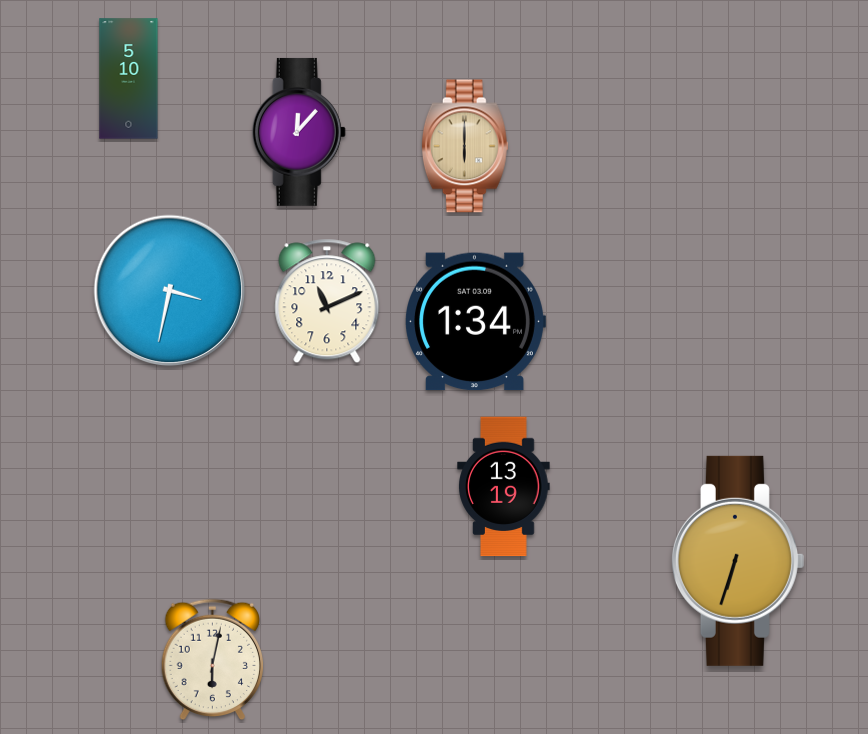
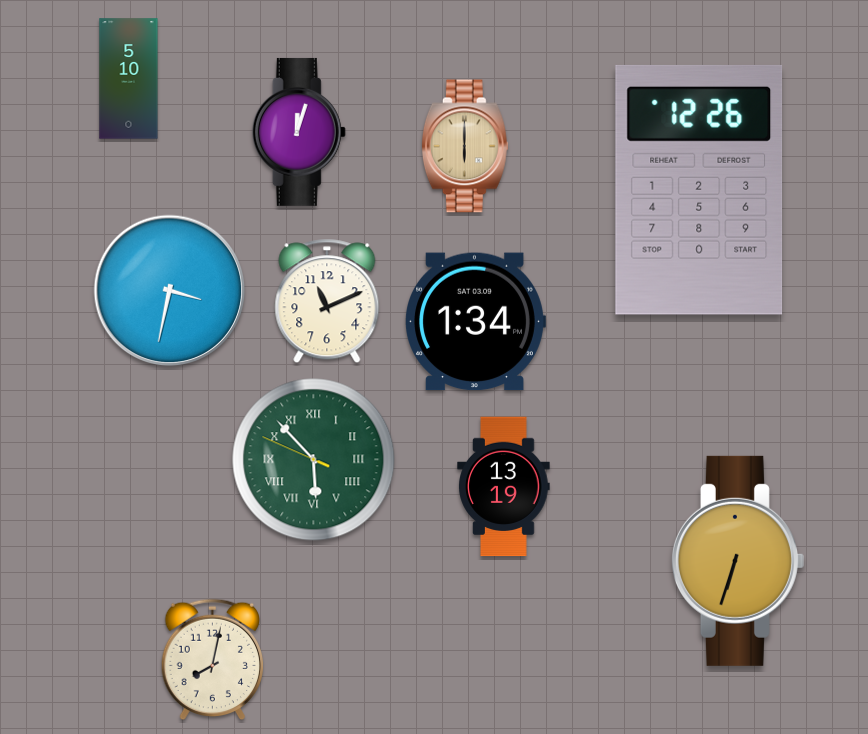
clock at (299, 132): 12:07 -> 12:03
clock at (699, 190): none -> 12:26
clock at (314, 460): none -> 5:52
clock at (213, 660): 6:02 -> 8:02
